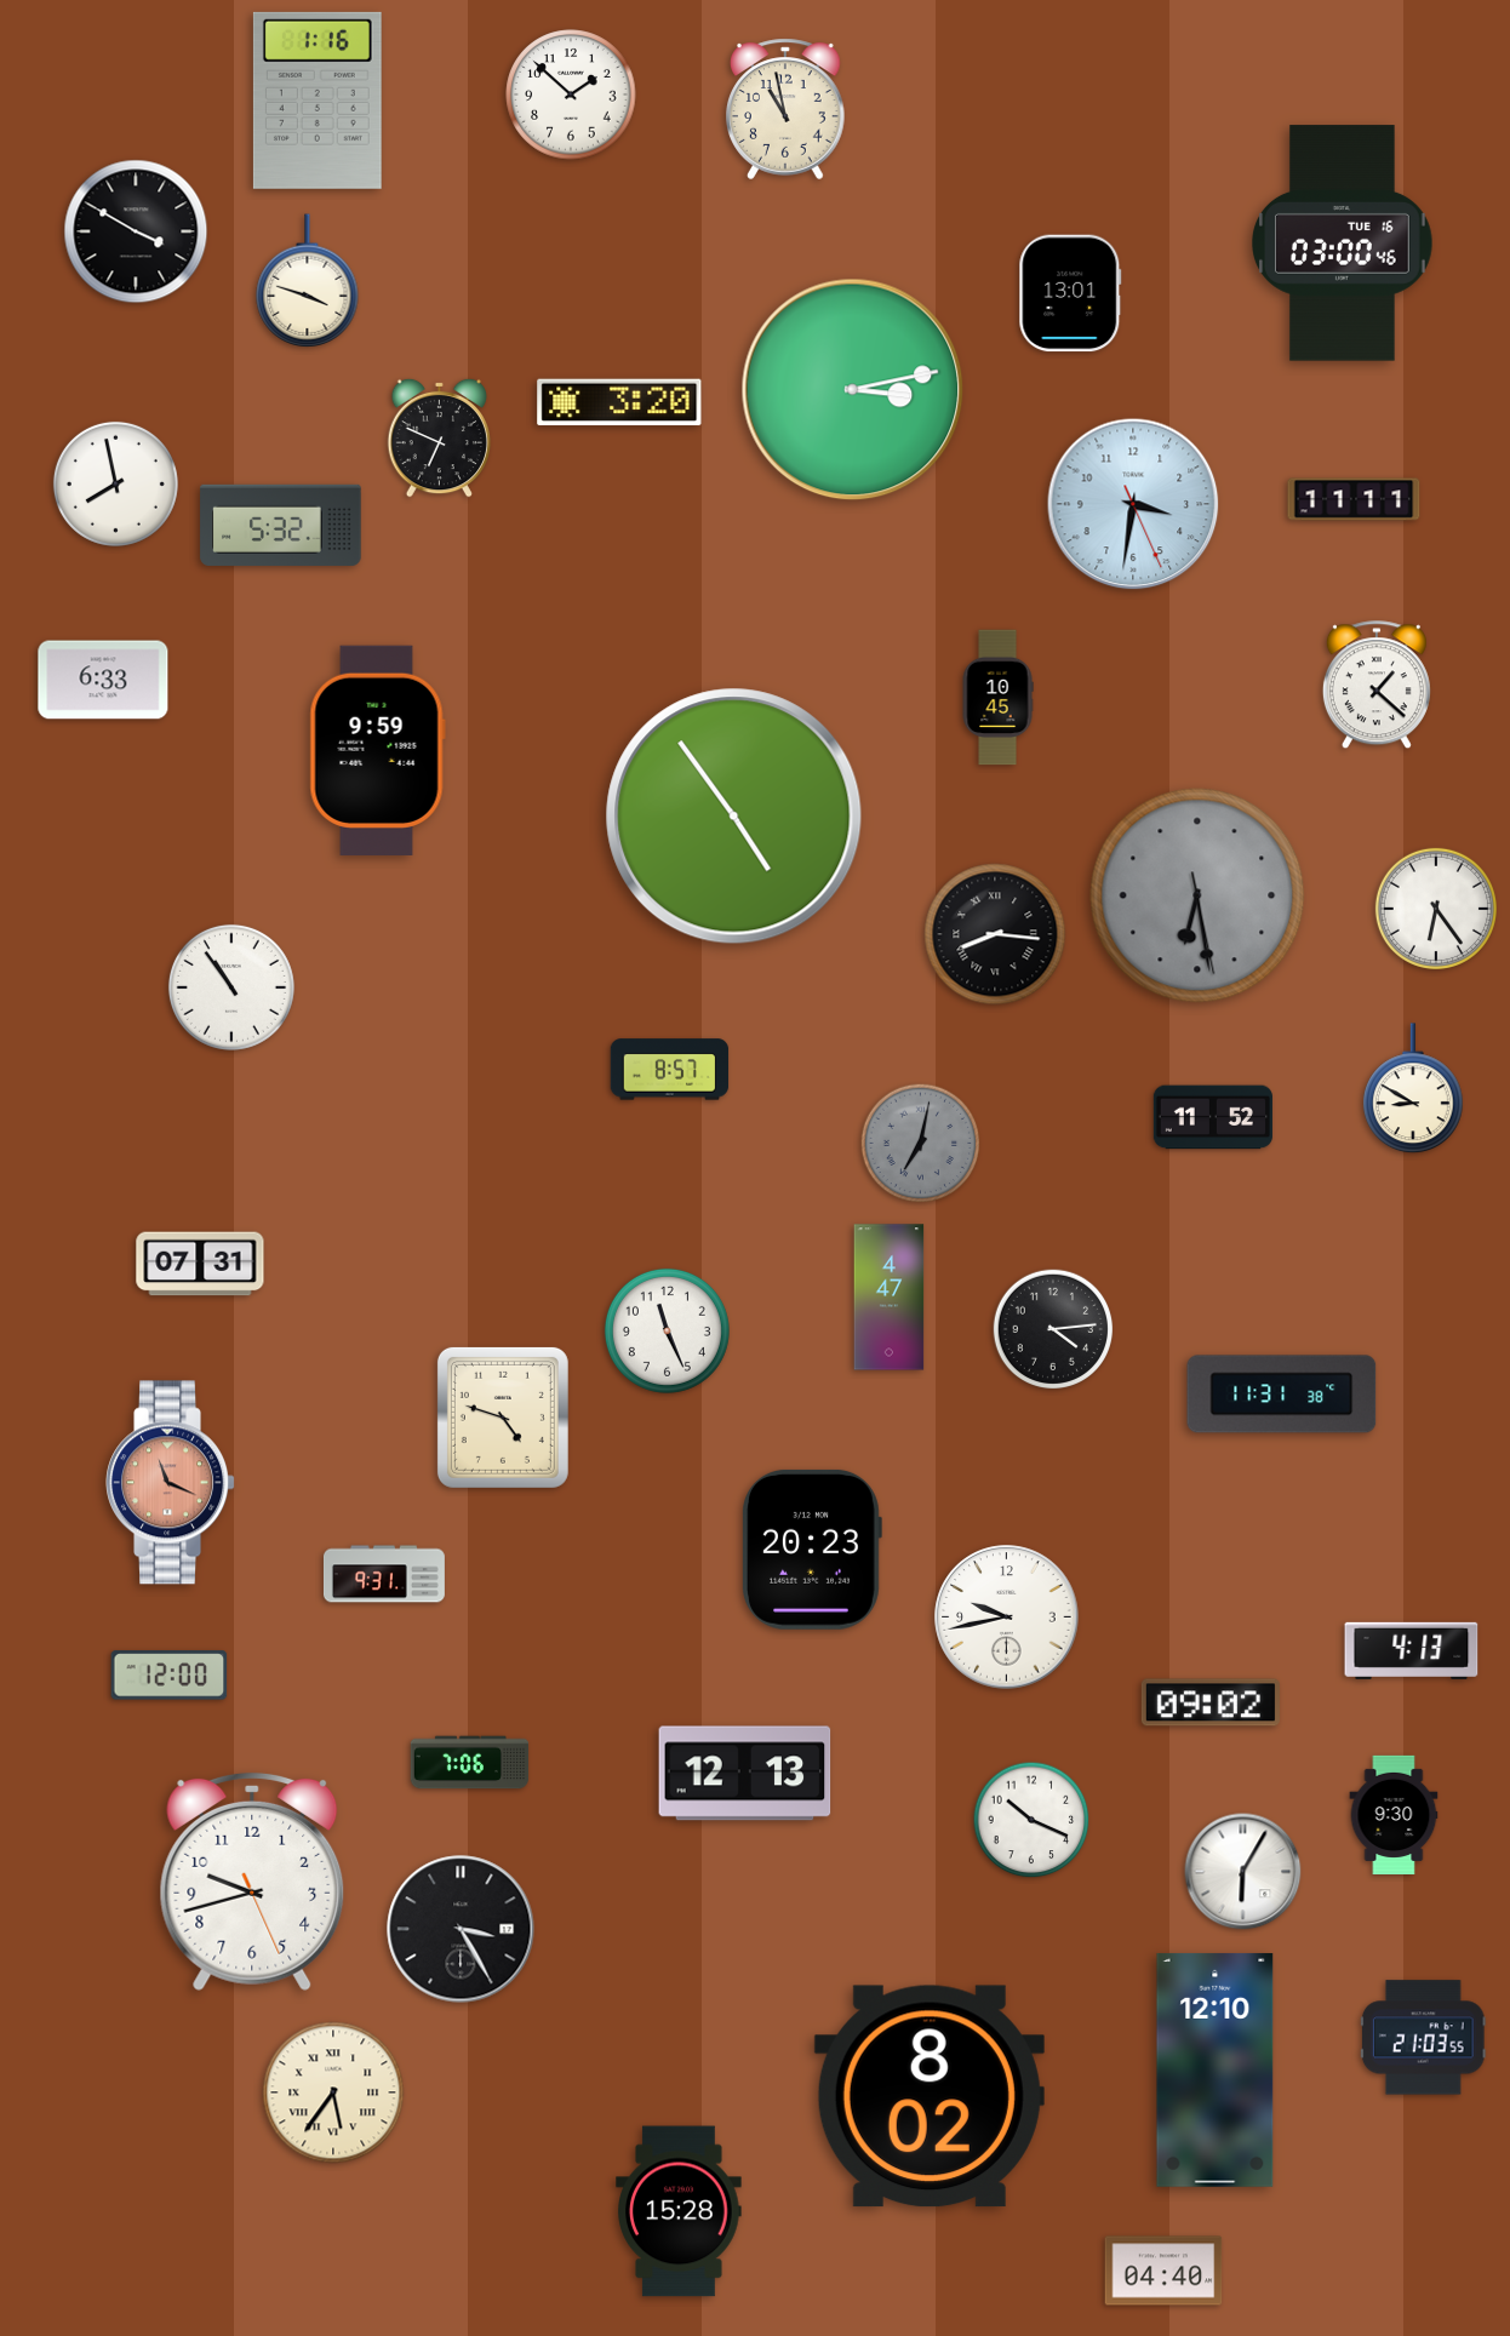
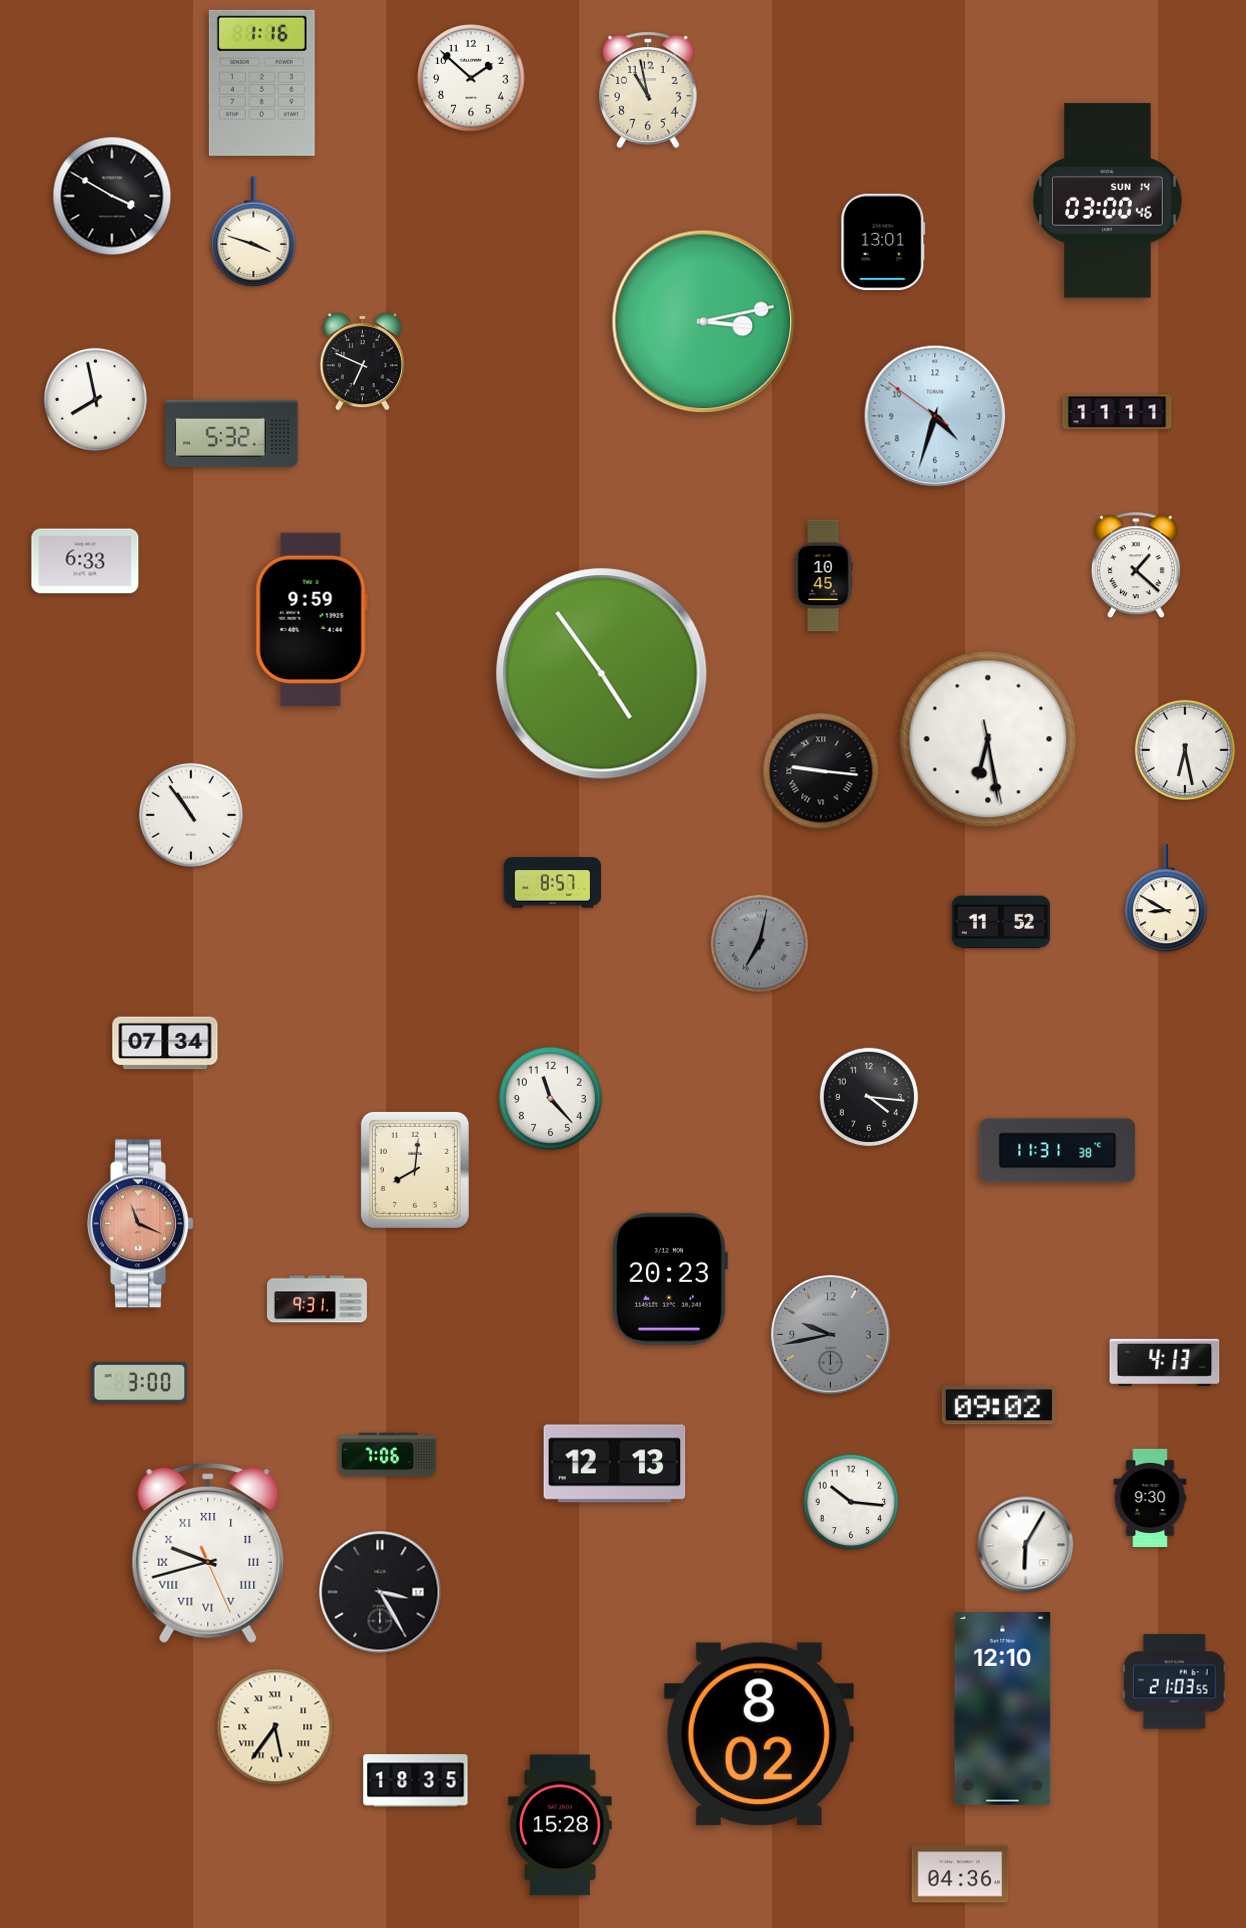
clock at (136, 231) position: (136, 231) -> (112, 196)
clock at (1343, 244) date: TUE 16 -> SUN 14
clock at (619, 402): 3:20 -> none
clock at (1133, 504): 3:31 -> 4:32
clock at (734, 817) position: (734, 817) -> (602, 674)
clock at (1197, 895) dial: grey -> white
clock at (1436, 909): 6:24 -> 6:28
clock at (995, 934): 8:16 -> 9:16
clock at (200, 1264): 07:31 -> 07:34
clock at (890, 1298): 4:47 -> none
clock at (1053, 1329): 4:14 -> 4:16
clock at (667, 1330): 11:26 -> 11:23
clock at (503, 1418): 4:48 -> 8:01
clock at (1007, 1618) dial: white -> grey
clock at (170, 1676): 12:00 -> 3:00
clock at (1031, 1820): 10:19 -> 10:16
clock at (252, 1882) numerals: Arabic -> Roman
clock at (930, 2096) position: (930, 2096) -> (759, 1734)
clock at (416, 1781): none -> 18:35
clock at (1163, 2271): 04:40 -> 04:36
